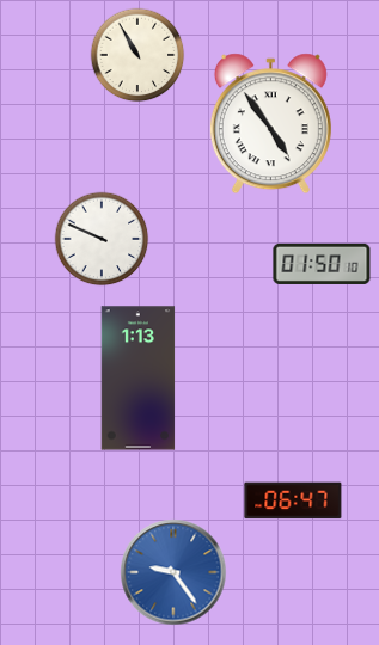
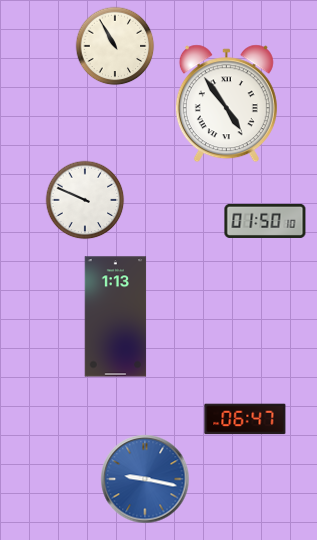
clock at (322, 264) position: (322, 264) -> (265, 221)
clock at (173, 572): 9:24 -> 9:17
